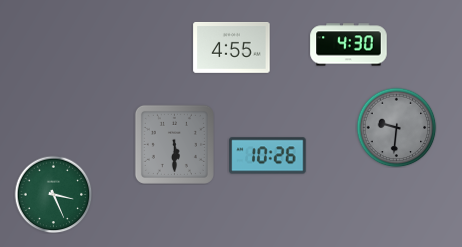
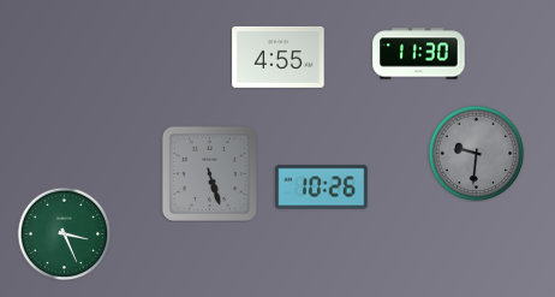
clock at (349, 45): 4:30 -> 11:30
clock at (174, 144): 5:30 -> 5:27
